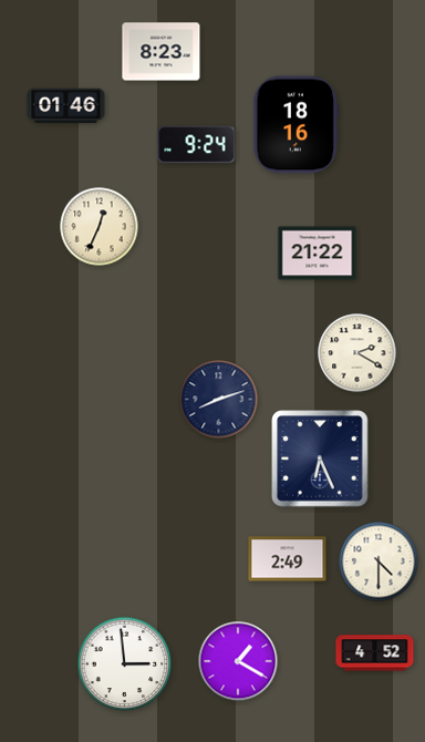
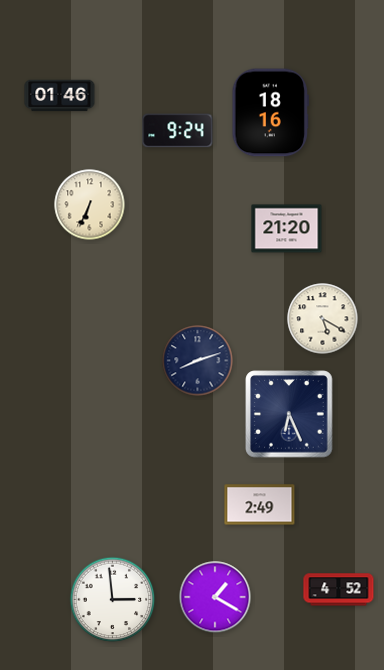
clock at (162, 52): 8:23 -> none
clock at (296, 125) position: (296, 125) -> (270, 113)
clock at (100, 227): 12:34 -> 6:34
clock at (318, 254): 21:22 -> 21:20
clock at (357, 353): 2:20 -> 5:20
clock at (379, 561): 4:30 -> none
